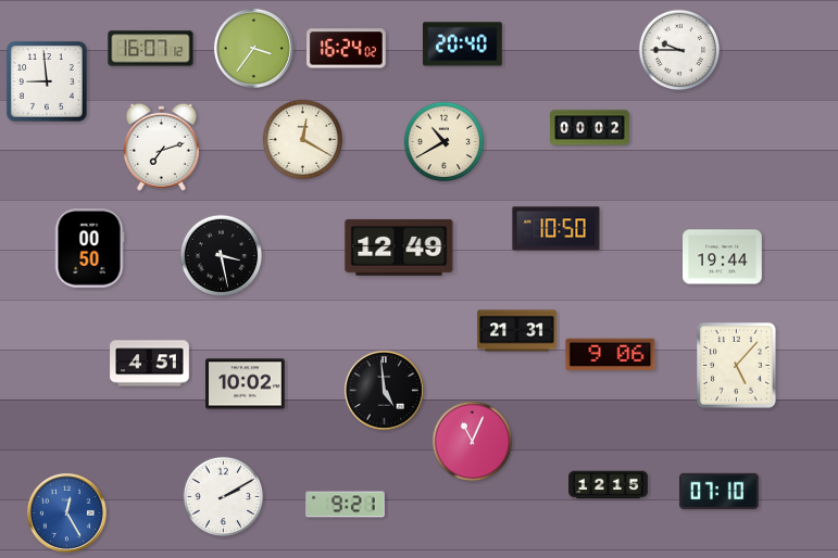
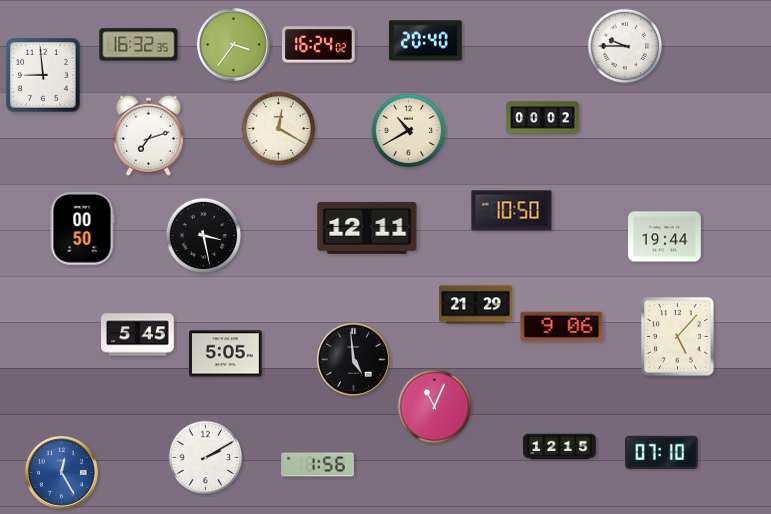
clock at (151, 49): 16:07 -> 16:32
clock at (399, 248): 12:49 -> 12:11
clock at (517, 331): 21:31 -> 21:29
clock at (150, 364): 4:51 -> 5:45
clock at (246, 384): 10:02 -> 5:05
clock at (346, 505): 9:21 -> 1:56
